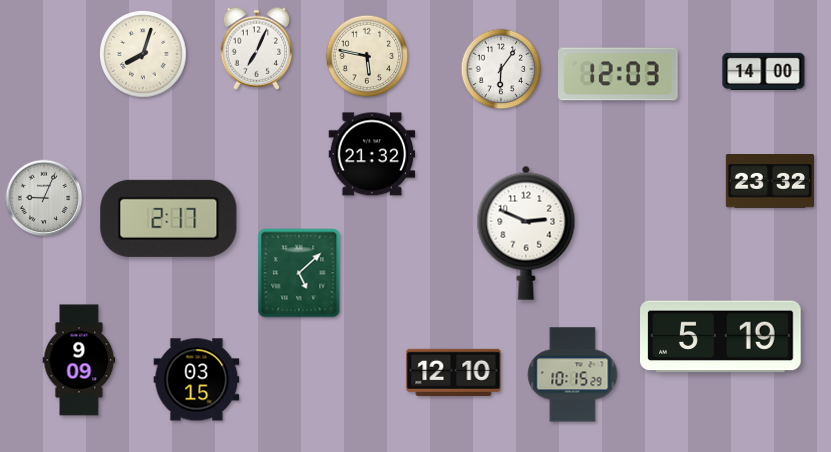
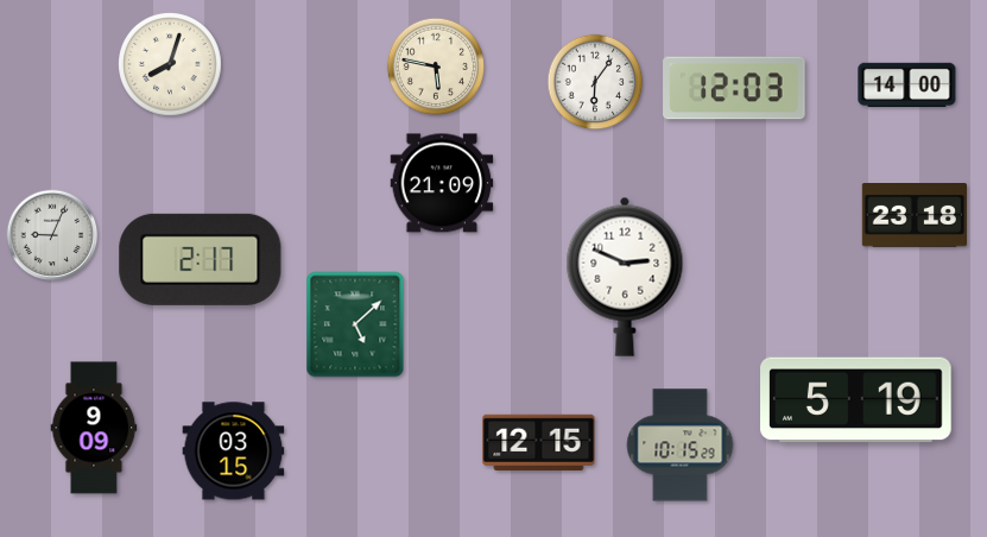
clock at (257, 48): 7:04 -> none
clock at (372, 154): 21:32 -> 21:09
clock at (769, 182): 23:32 -> 23:18
clock at (454, 372): 12:10 -> 12:15
